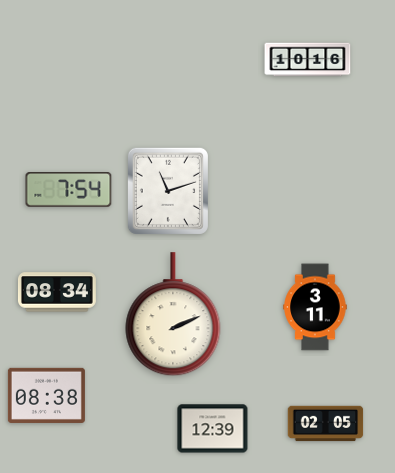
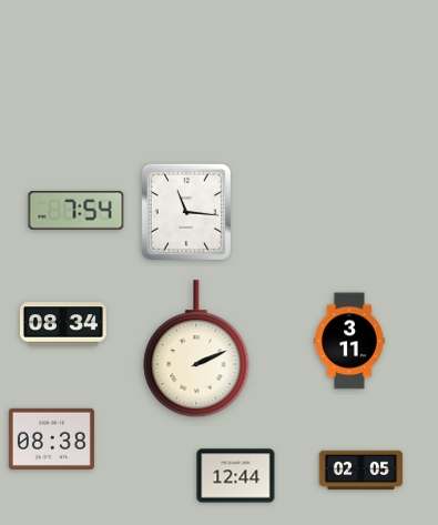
clock at (308, 60): 10:16 -> none
clock at (168, 191): 11:12 -> 11:16
clock at (173, 315) position: (173, 315) -> (196, 350)
clock at (213, 429): 12:39 -> 12:44
